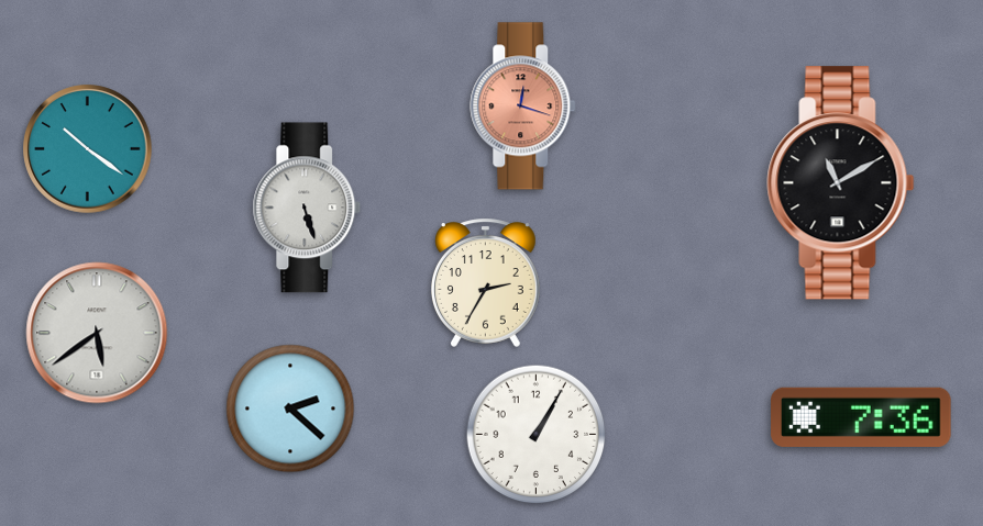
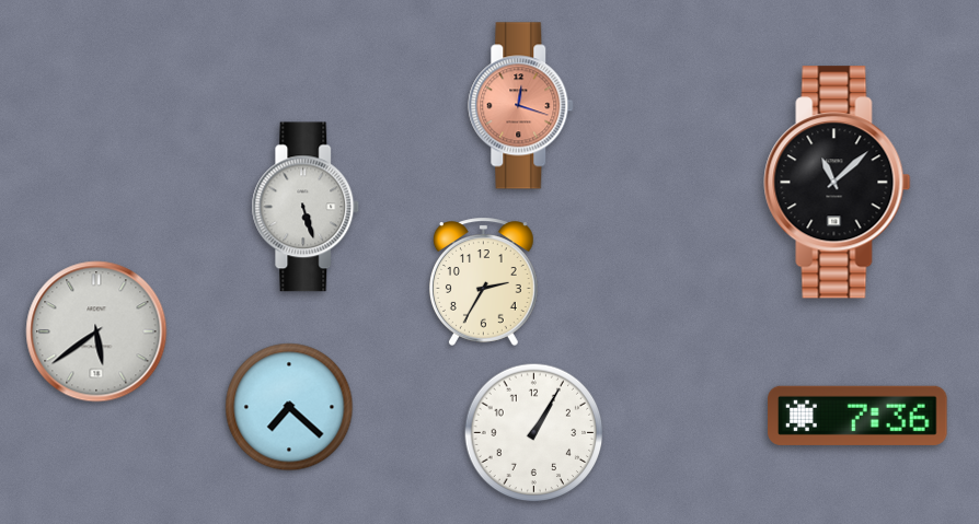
clock at (88, 149): 10:21 -> none
clock at (841, 183): 11:10 -> 11:08
clock at (290, 409): 2:22 -> 7:22
